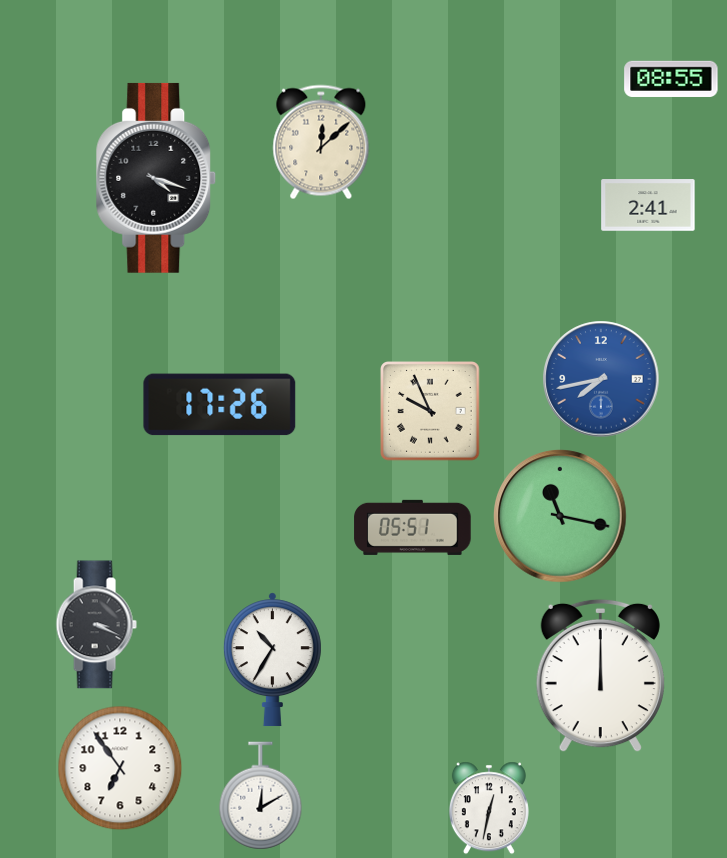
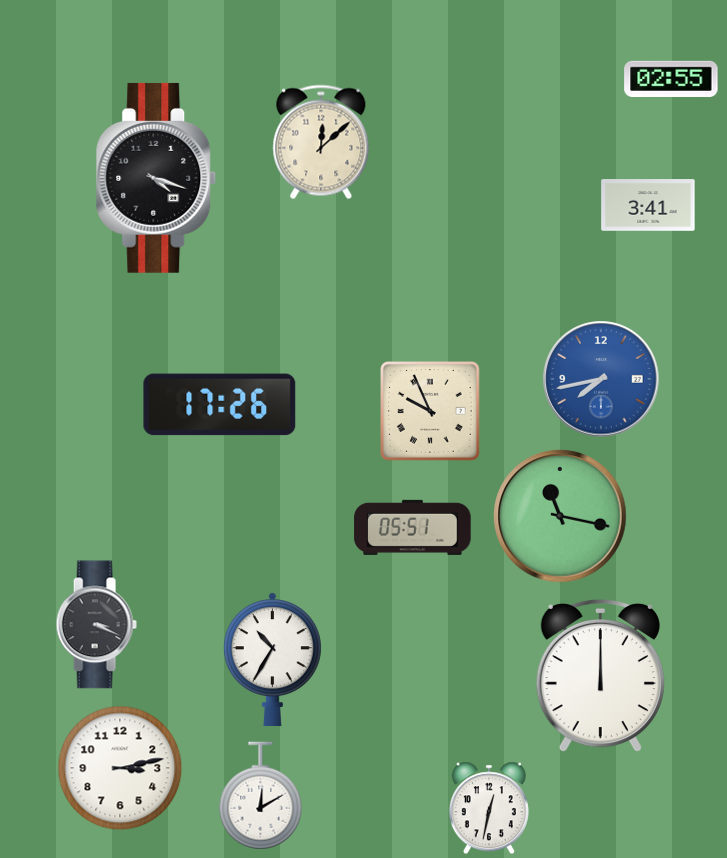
clock at (671, 79): 08:55 -> 02:55
clock at (648, 205): 2:41 -> 3:41
clock at (120, 768): 6:54 -> 3:13
